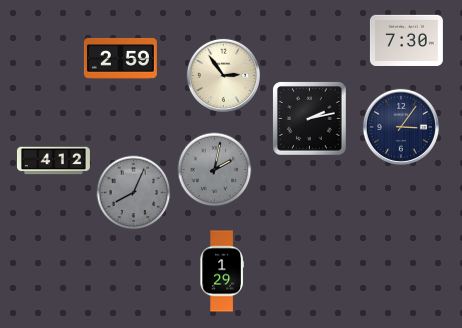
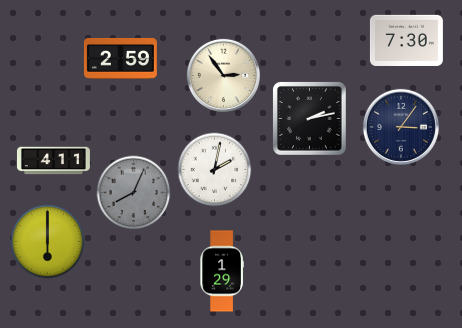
clock at (53, 161): 4:12 -> 4:11
clock at (215, 170) dial: grey -> white
clock at (48, 242): none -> 6:00
